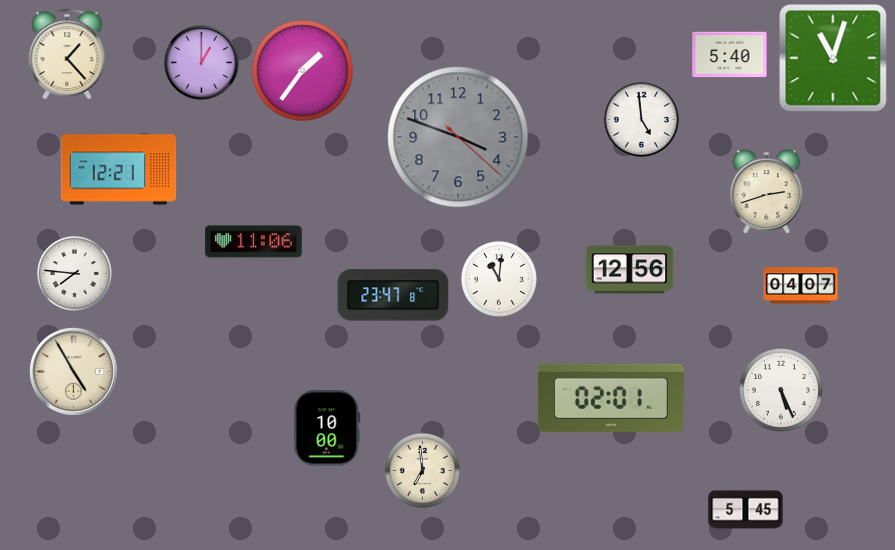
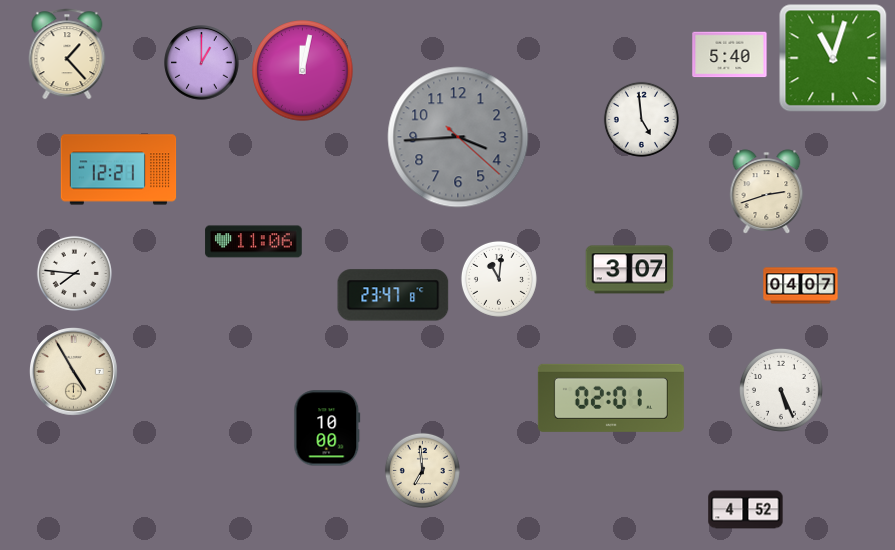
clock at (303, 71): 1:36 -> 12:02
clock at (458, 137): 3:48 -> 3:44
clock at (630, 270): 12:56 -> 3:07
clock at (746, 510): 5:45 -> 4:52
